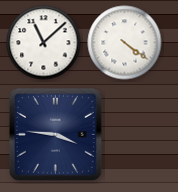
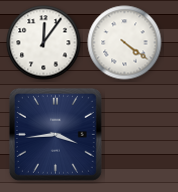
clock at (44, 43): 11:08 -> 12:06
clock at (55, 134): 3:46 -> 3:44
